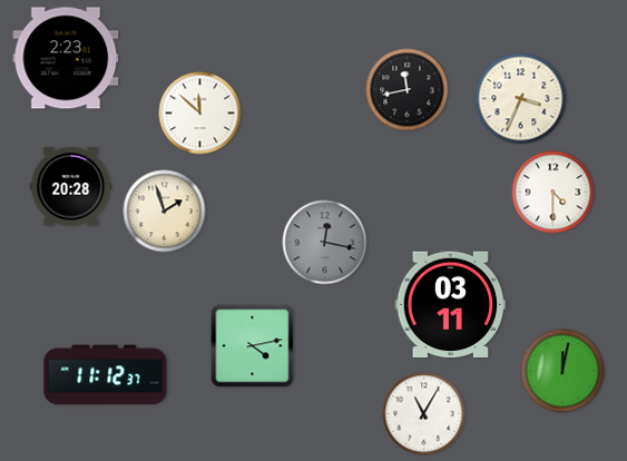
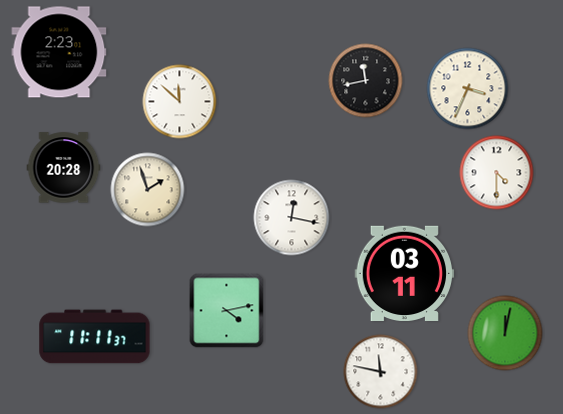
clock at (325, 243) dial: grey -> white
clock at (106, 375): 11:12 -> 11:11
clock at (424, 414): 11:05 -> 11:47
